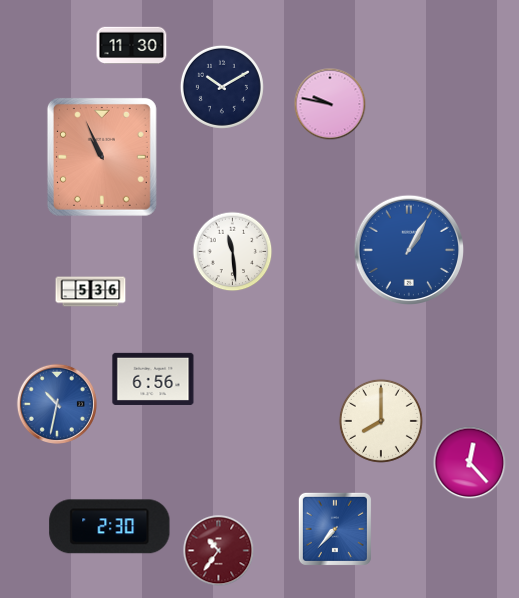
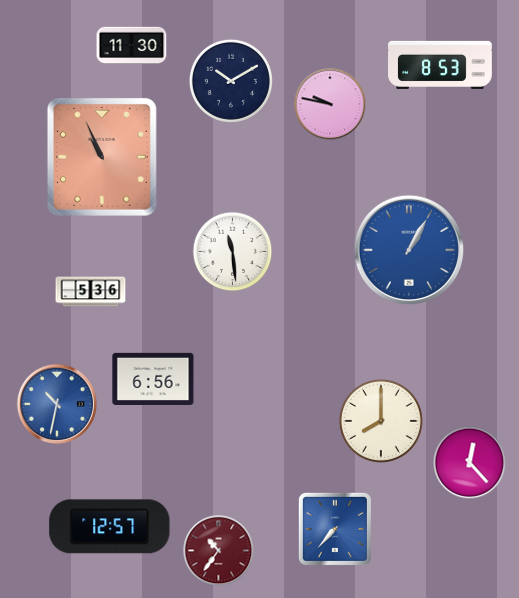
clock at (440, 65): none -> 8:53
clock at (222, 87) position: (222, 87) -> (231, 81)
clock at (110, 527): 2:30 -> 12:57
